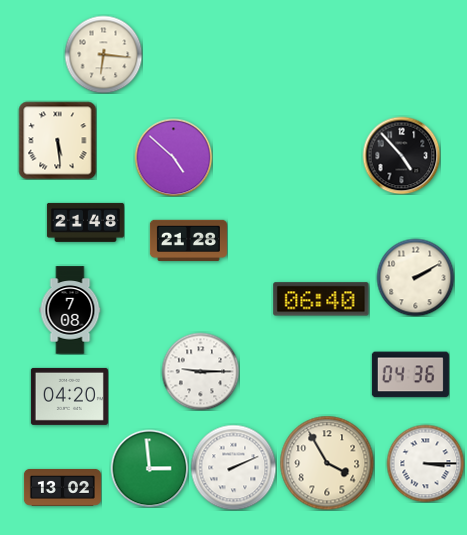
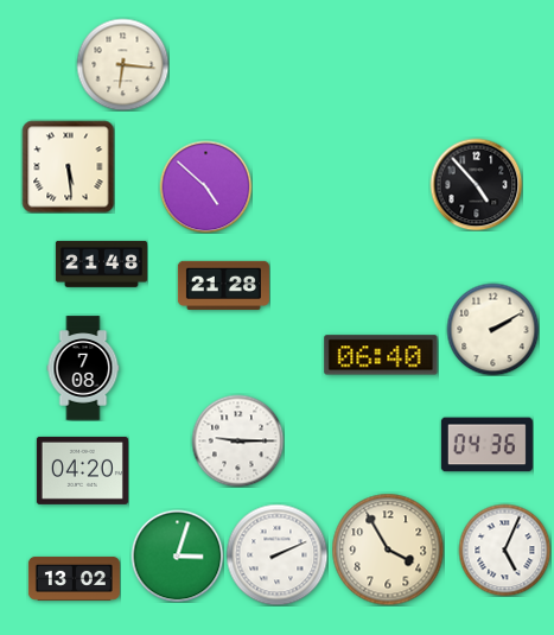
clock at (425, 463): 3:15 -> 5:04
clock at (149, 468): 2:59 -> 3:03
